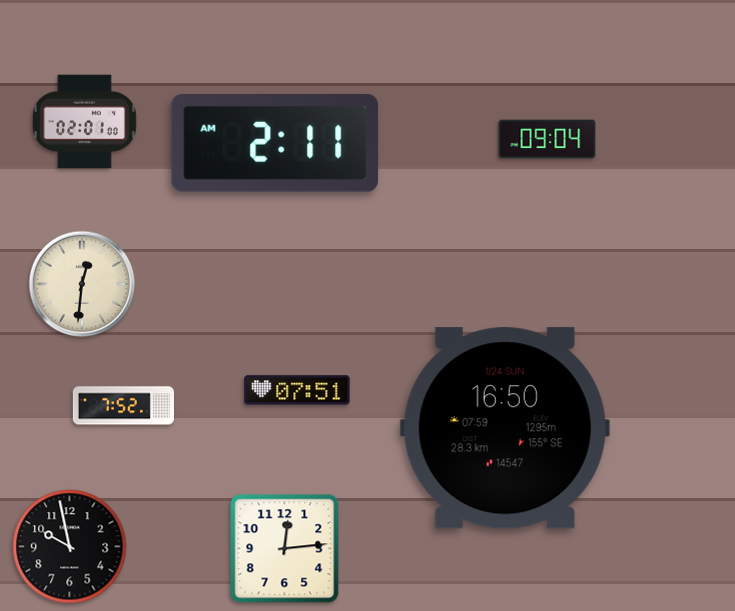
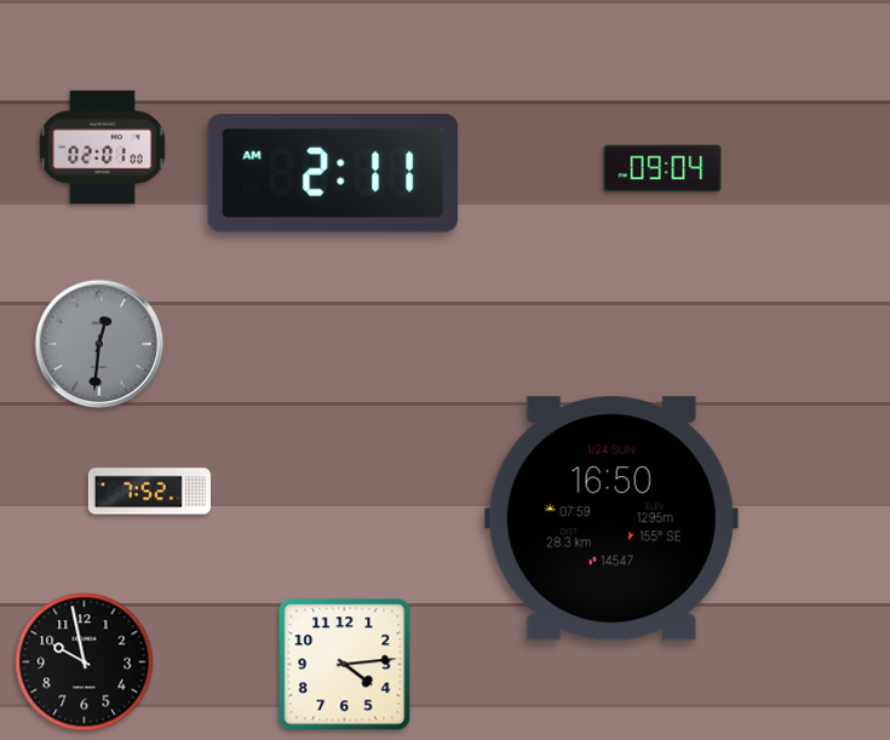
clock at (82, 284) dial: cream -> grey
clock at (297, 390): 07:51 -> none
clock at (285, 549): 12:14 -> 4:14
